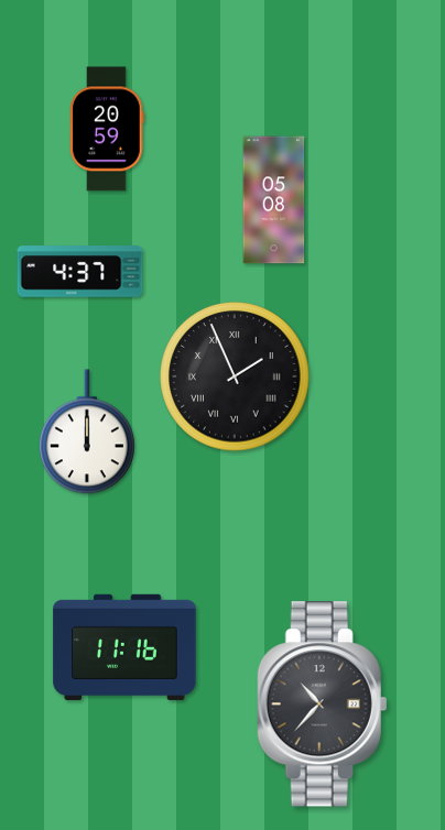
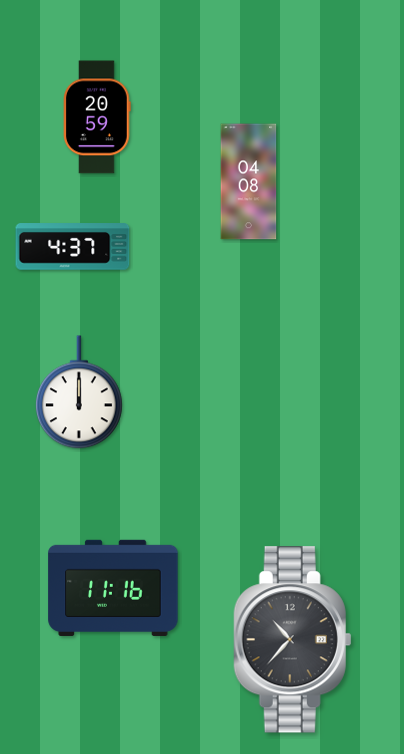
clock at (274, 200): 05:08 -> 04:08
clock at (235, 376): 1:56 -> none
